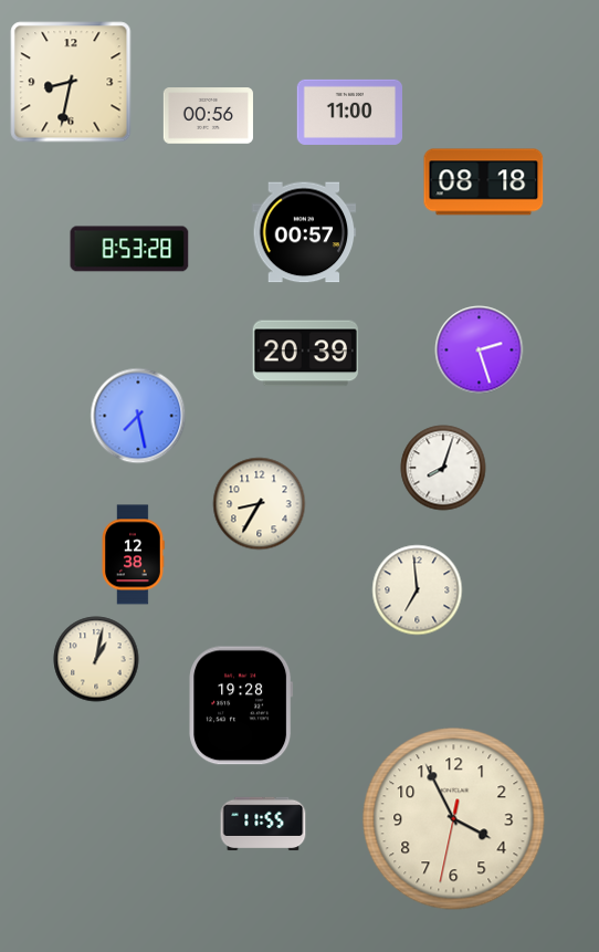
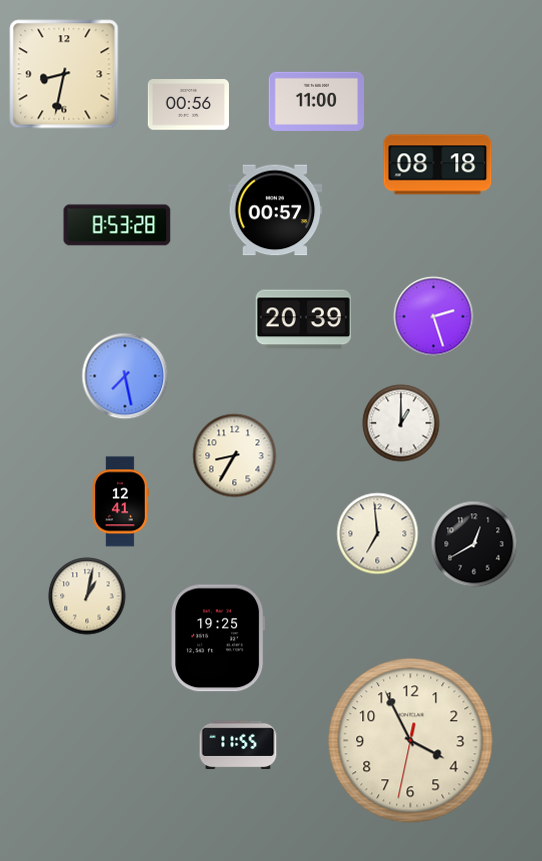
clock at (305, 354) position: (305, 354) -> (303, 320)
clock at (443, 468): 8:03 -> 1:00
clock at (133, 555): 12:38 -> 12:41
clock at (474, 544): none -> 12:40
clock at (241, 705): 19:28 -> 19:25
